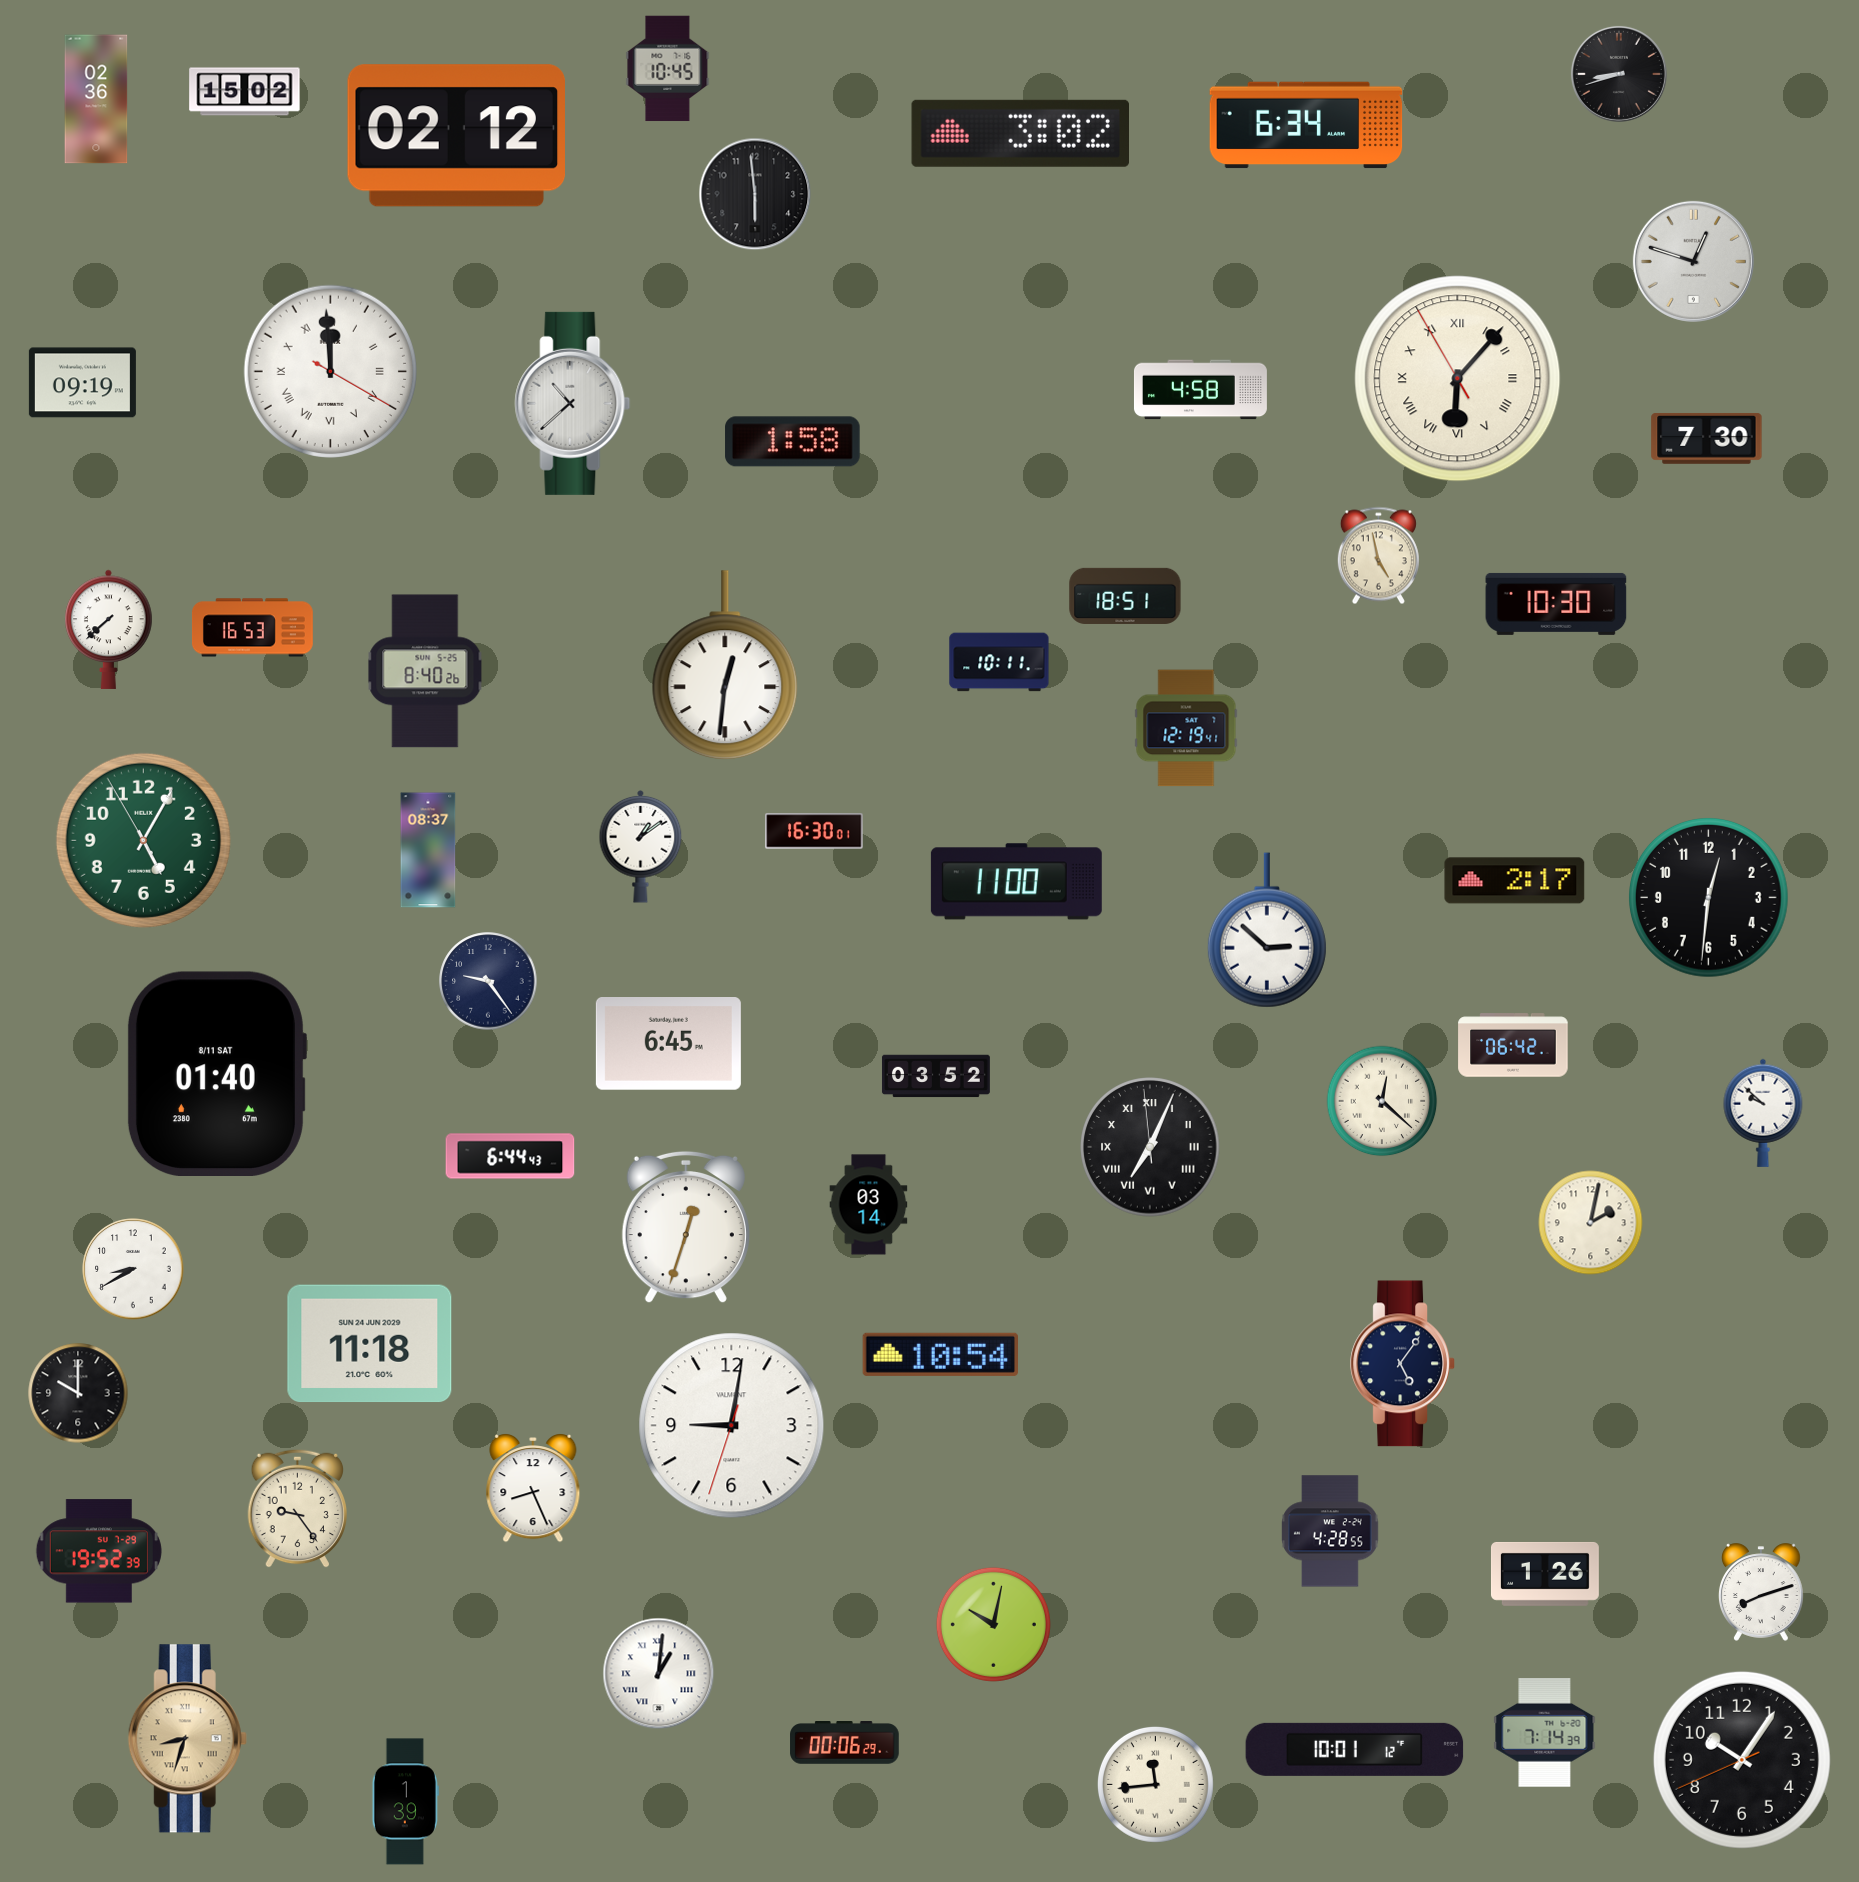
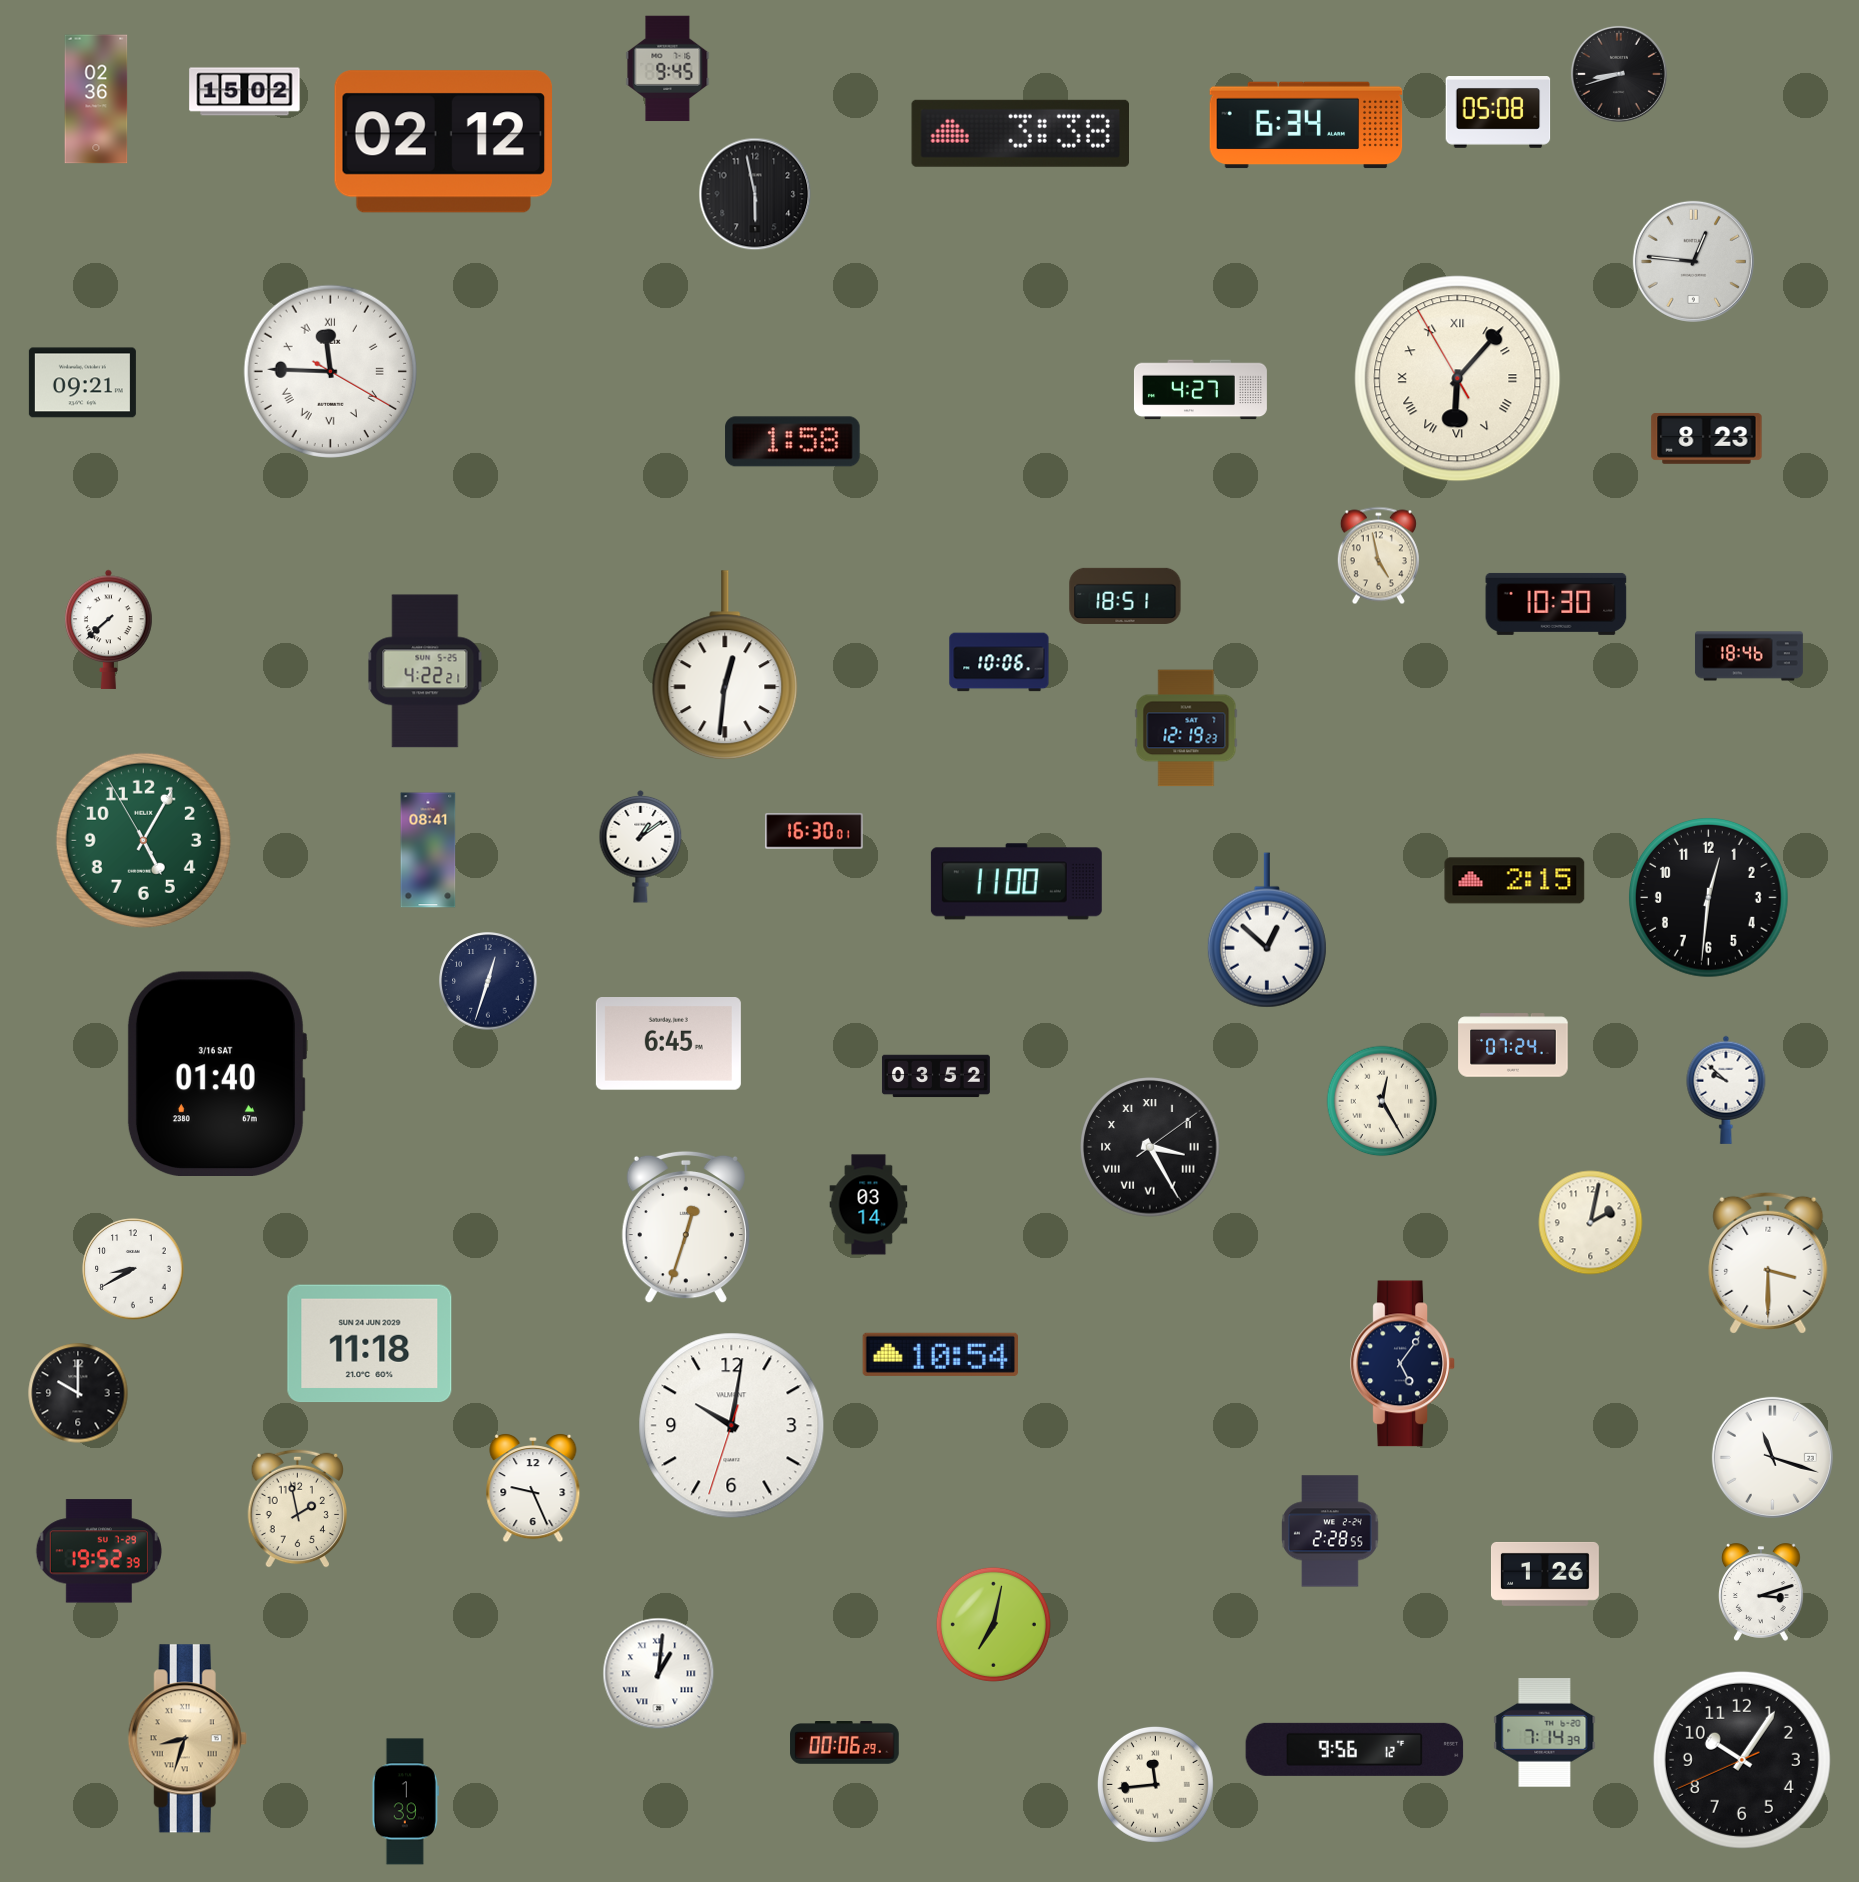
clock at (668, 69): 10:45 -> 9:45
clock at (1498, 113): none -> 05:08
clock at (1020, 133): 3:02 -> 3:38
clock at (456, 136) position: (456, 136) -> (443, 142)
clock at (755, 194): 5:59 -> 5:58
clock at (1693, 261): 12:48 -> 12:46
clock at (330, 371): 11:59 -> 11:45
clock at (82, 383): 09:19 -> 09:21
clock at (1200, 390): 4:58 -> 4:27
clock at (573, 403): 10:38 -> none
clock at (1707, 439): 7:30 -> 8:23
clock at (253, 628): 16:53 -> none
clock at (1749, 656): none -> 18:46
clock at (999, 662): 10:11 -> 10:06
clock at (425, 671): 8:40 -> 4:22
clock at (1186, 728): 12:19:41 -> 12:19:23
clock at (428, 850): 08:37 -> 08:41
clock at (1515, 881): 2:17 -> 2:15
clock at (1267, 930): 2:52 -> 12:52
clock at (488, 981): 9:24 -> 12:33
clock at (1513, 1045): 06:42 -> 07:24
clock at (216, 1073) date: 8/11 SAT -> 3/16 SAT
clock at (1382, 1101): 12:22 -> 12:25
clock at (1763, 1113) position: (1763, 1113) -> (1726, 1090)
clock at (1150, 1147): 7:03 -> 3:25
clock at (510, 1156): 6:44 -> none
clock at (1768, 1263): none -> 3:30
clock at (732, 1426): 9:01 -> 10:01
clock at (1772, 1457): none -> 11:18
clock at (533, 1489): 8:26 -> 9:26
clock at (298, 1508): 9:24 -> 1:58
clock at (1331, 1531): 4:28 -> 2:28
clock at (1761, 1592): 8:12 -> 3:12
clock at (993, 1624): 10:02 -> 7:02
clock at (1355, 1749): 10:01 -> 9:56
